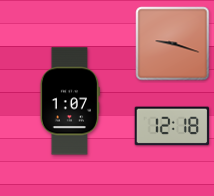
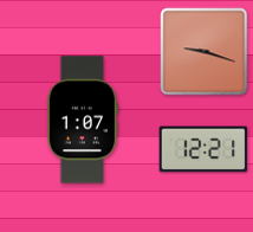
clock at (172, 126): 12:18 -> 12:21
